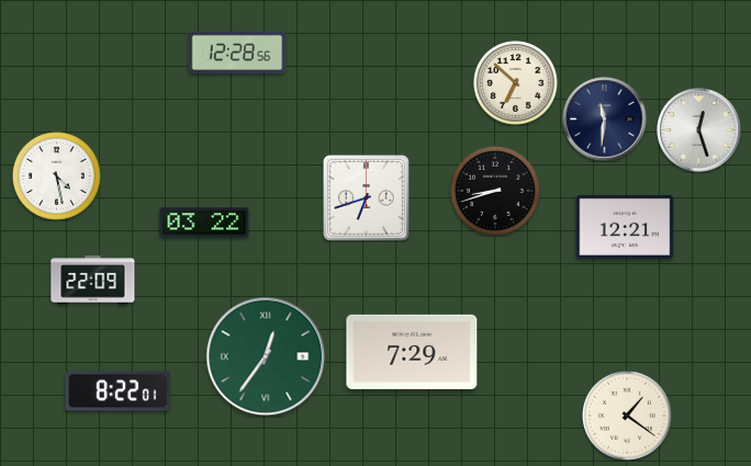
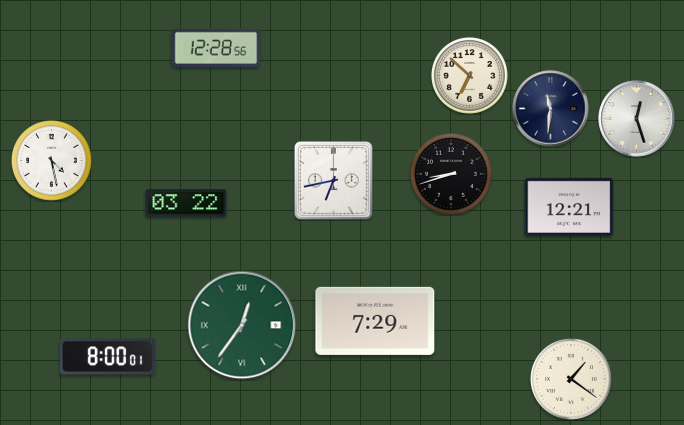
clock at (366, 197): 6:42 -> 6:43
clock at (93, 281): 22:09 -> none
clock at (117, 391): 8:22 -> 8:00
